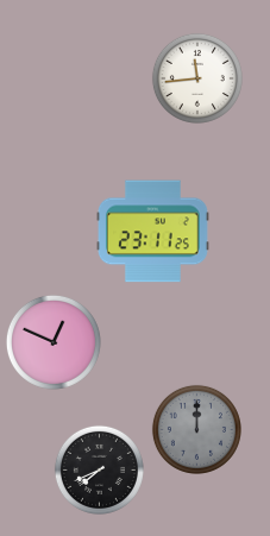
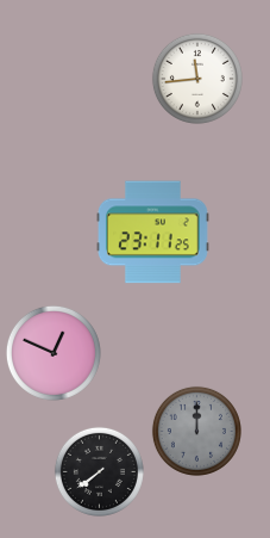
clock at (54, 342) position: (54, 342) -> (54, 353)
clock at (99, 469): 7:41 -> 7:39
